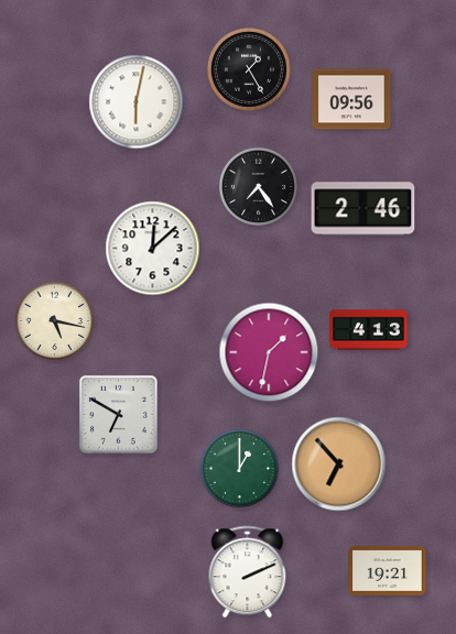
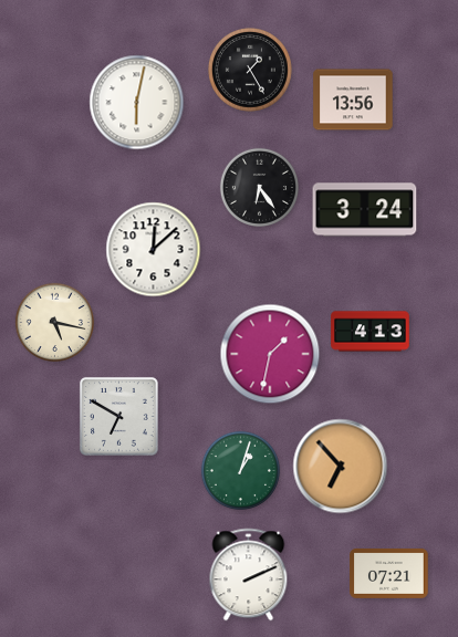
clock at (351, 99): 09:56 -> 13:56
clock at (258, 186): 7:24 -> 6:24
clock at (363, 209): 2:46 -> 3:24
clock at (239, 468): 1:00 -> 1:03
clock at (388, 570): 19:21 -> 07:21
